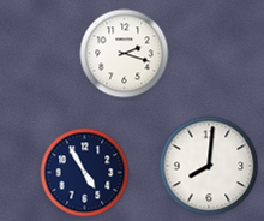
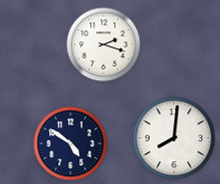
clock at (85, 173): 4:55 -> 4:51
